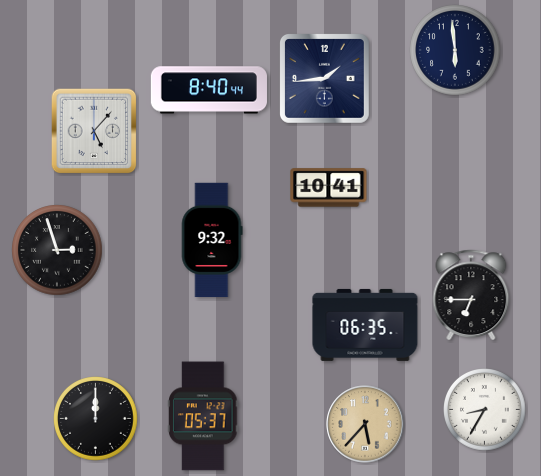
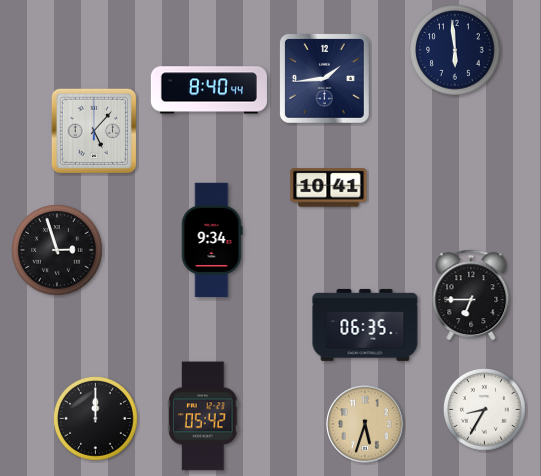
clock at (212, 240): 9:32 -> 9:34
clock at (203, 416): 05:37 -> 05:42
clock at (365, 424): 5:37 -> 5:33
